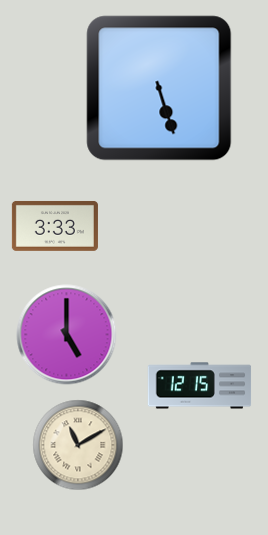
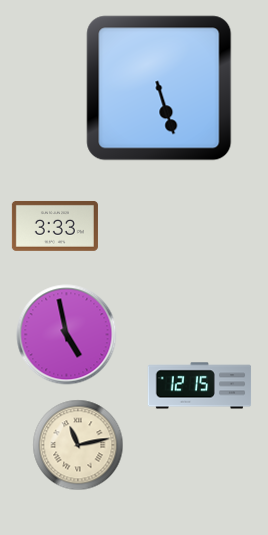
clock at (67, 335): 5:00 -> 4:58
clock at (78, 445): 11:10 -> 11:13
